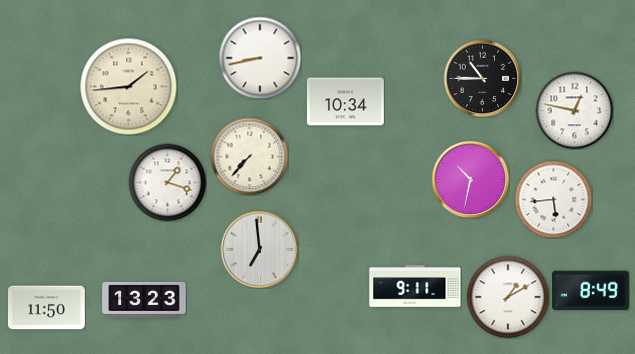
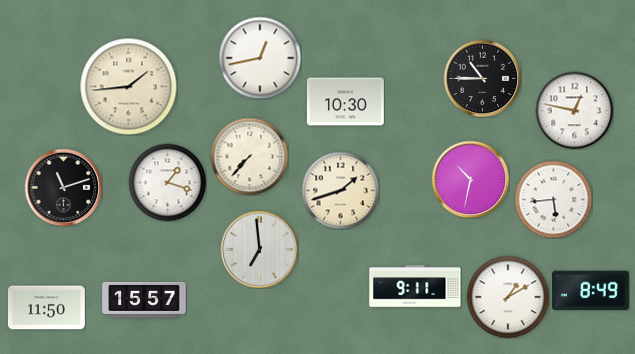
clock at (260, 58): 8:43 -> 12:43
clock at (345, 102): 10:34 -> 10:30
clock at (63, 187): none -> 11:12
clock at (340, 190): none -> 1:42
clock at (144, 300): 13:23 -> 15:57
